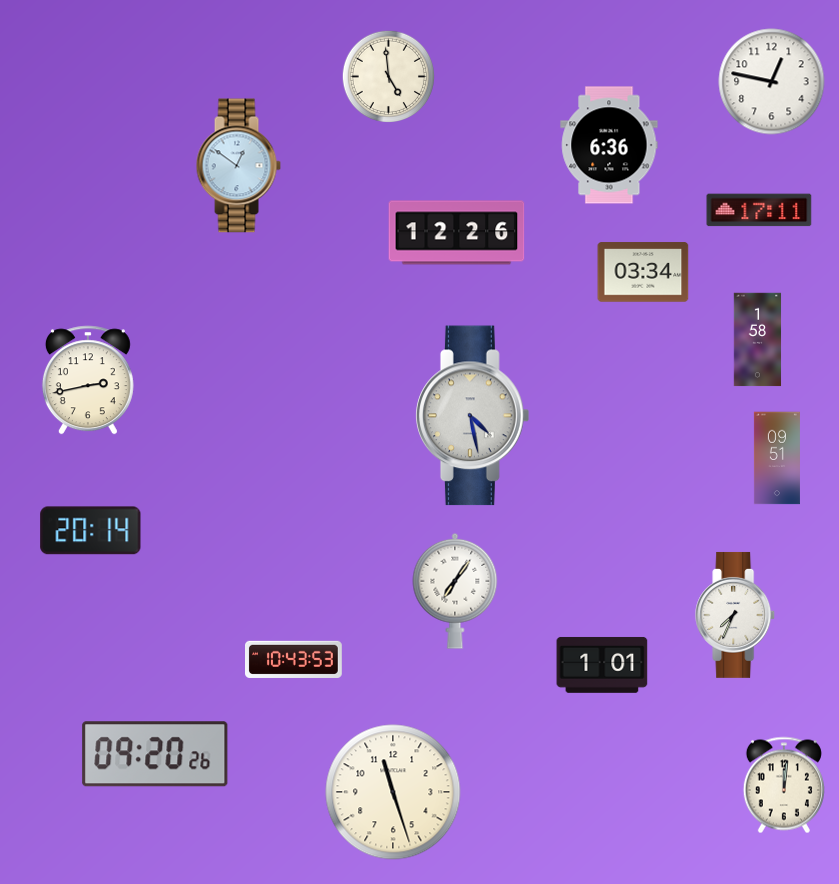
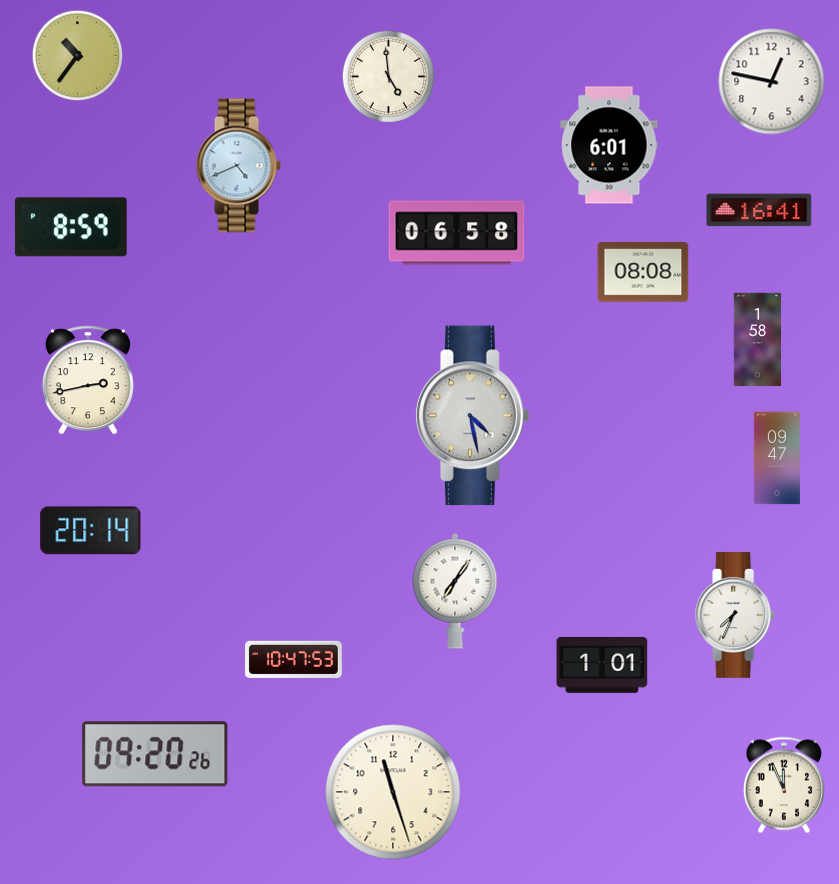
clock at (78, 56): none -> 10:36
clock at (609, 145): 6:36 -> 6:01
clock at (238, 166): 12:51 -> 4:41
clock at (759, 210): 17:11 -> 16:41
clock at (71, 227): none -> 8:59
clock at (457, 233): 12:26 -> 06:58
clock at (643, 272): 03:34 -> 08:08
clock at (777, 458): 09:51 -> 09:47
clock at (294, 659): 10:43 -> 10:47
clock at (784, 785): 12:01 -> 11:56
